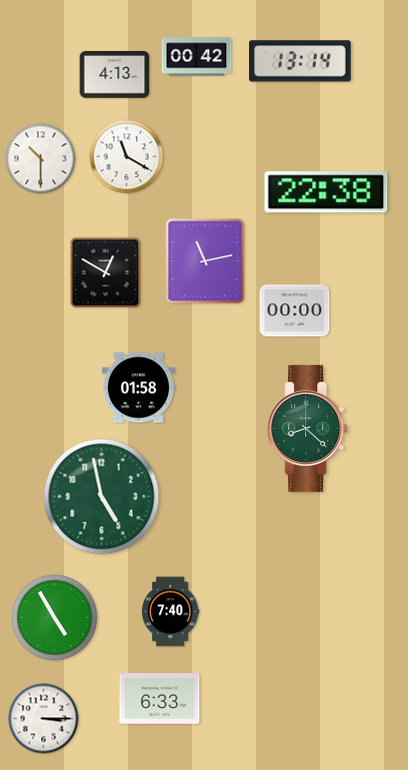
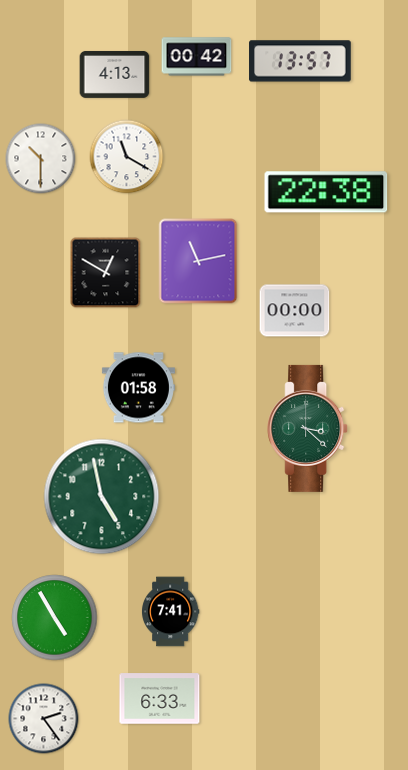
clock at (300, 61): 13:14 -> 13:57
clock at (205, 261) position: (205, 261) -> (198, 261)
clock at (308, 428): 8:22 -> 3:22
clock at (170, 612): 7:40 -> 7:41
clock at (44, 719): 3:15 -> 2:24
